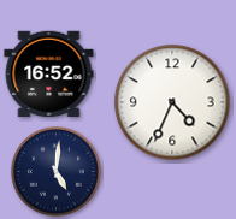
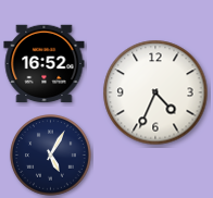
clock at (49, 75) position: (49, 75) -> (45, 64)
clock at (57, 172): 5:01 -> 5:05
